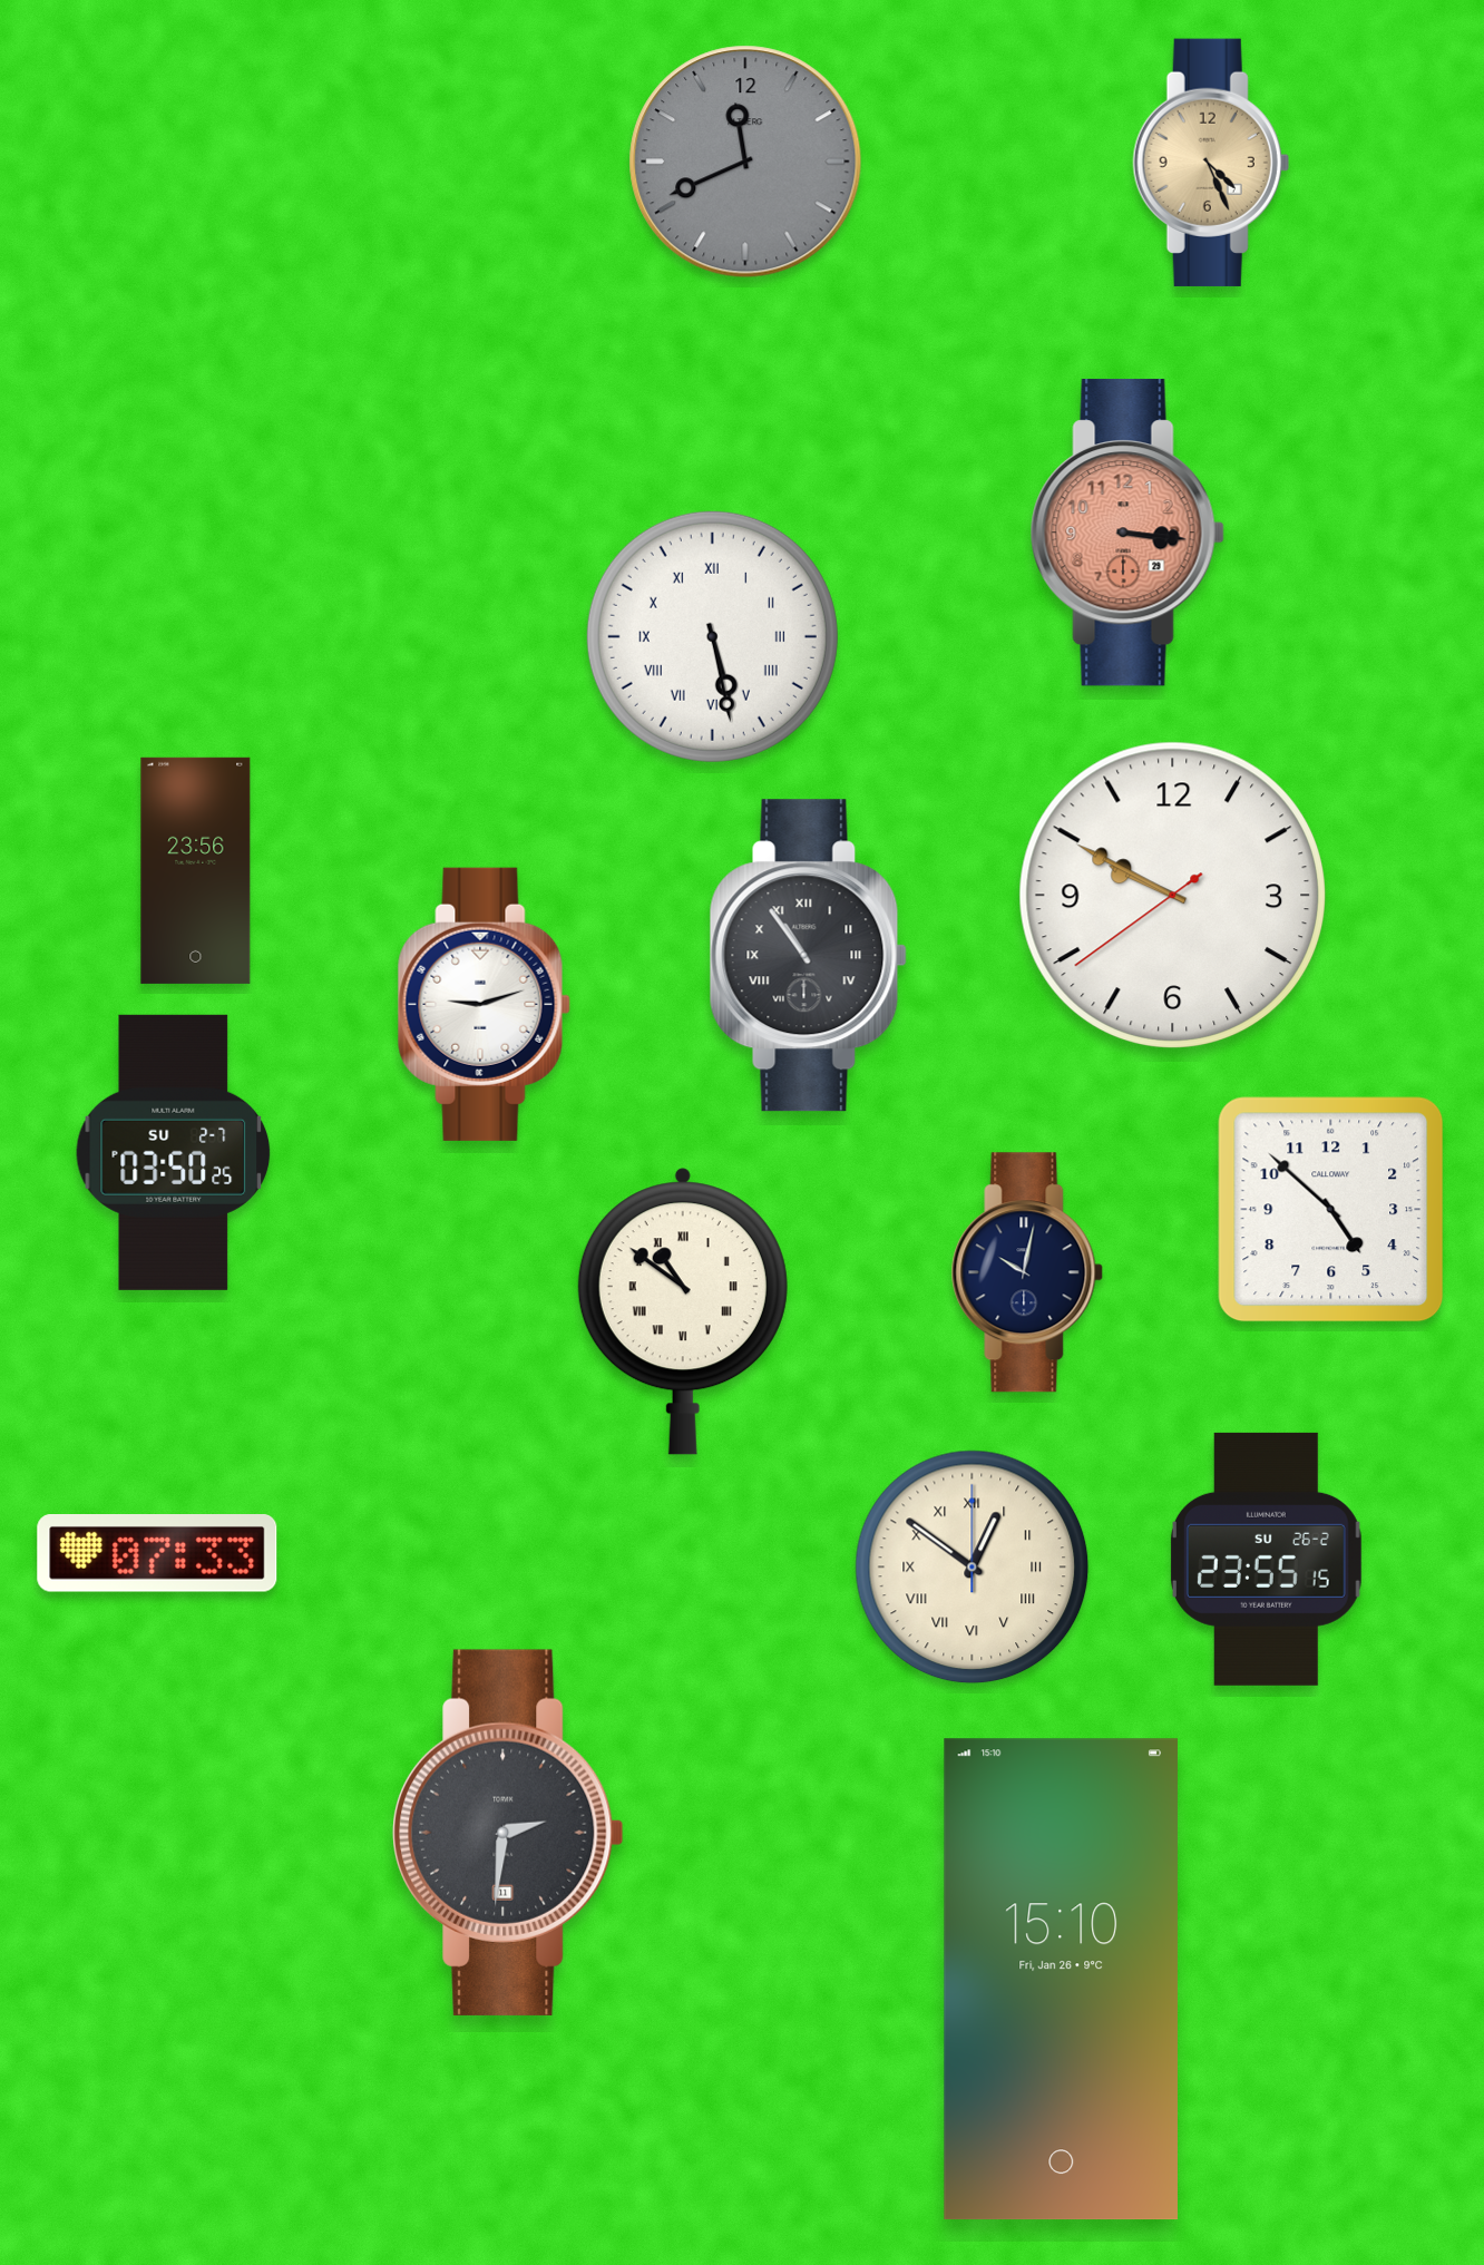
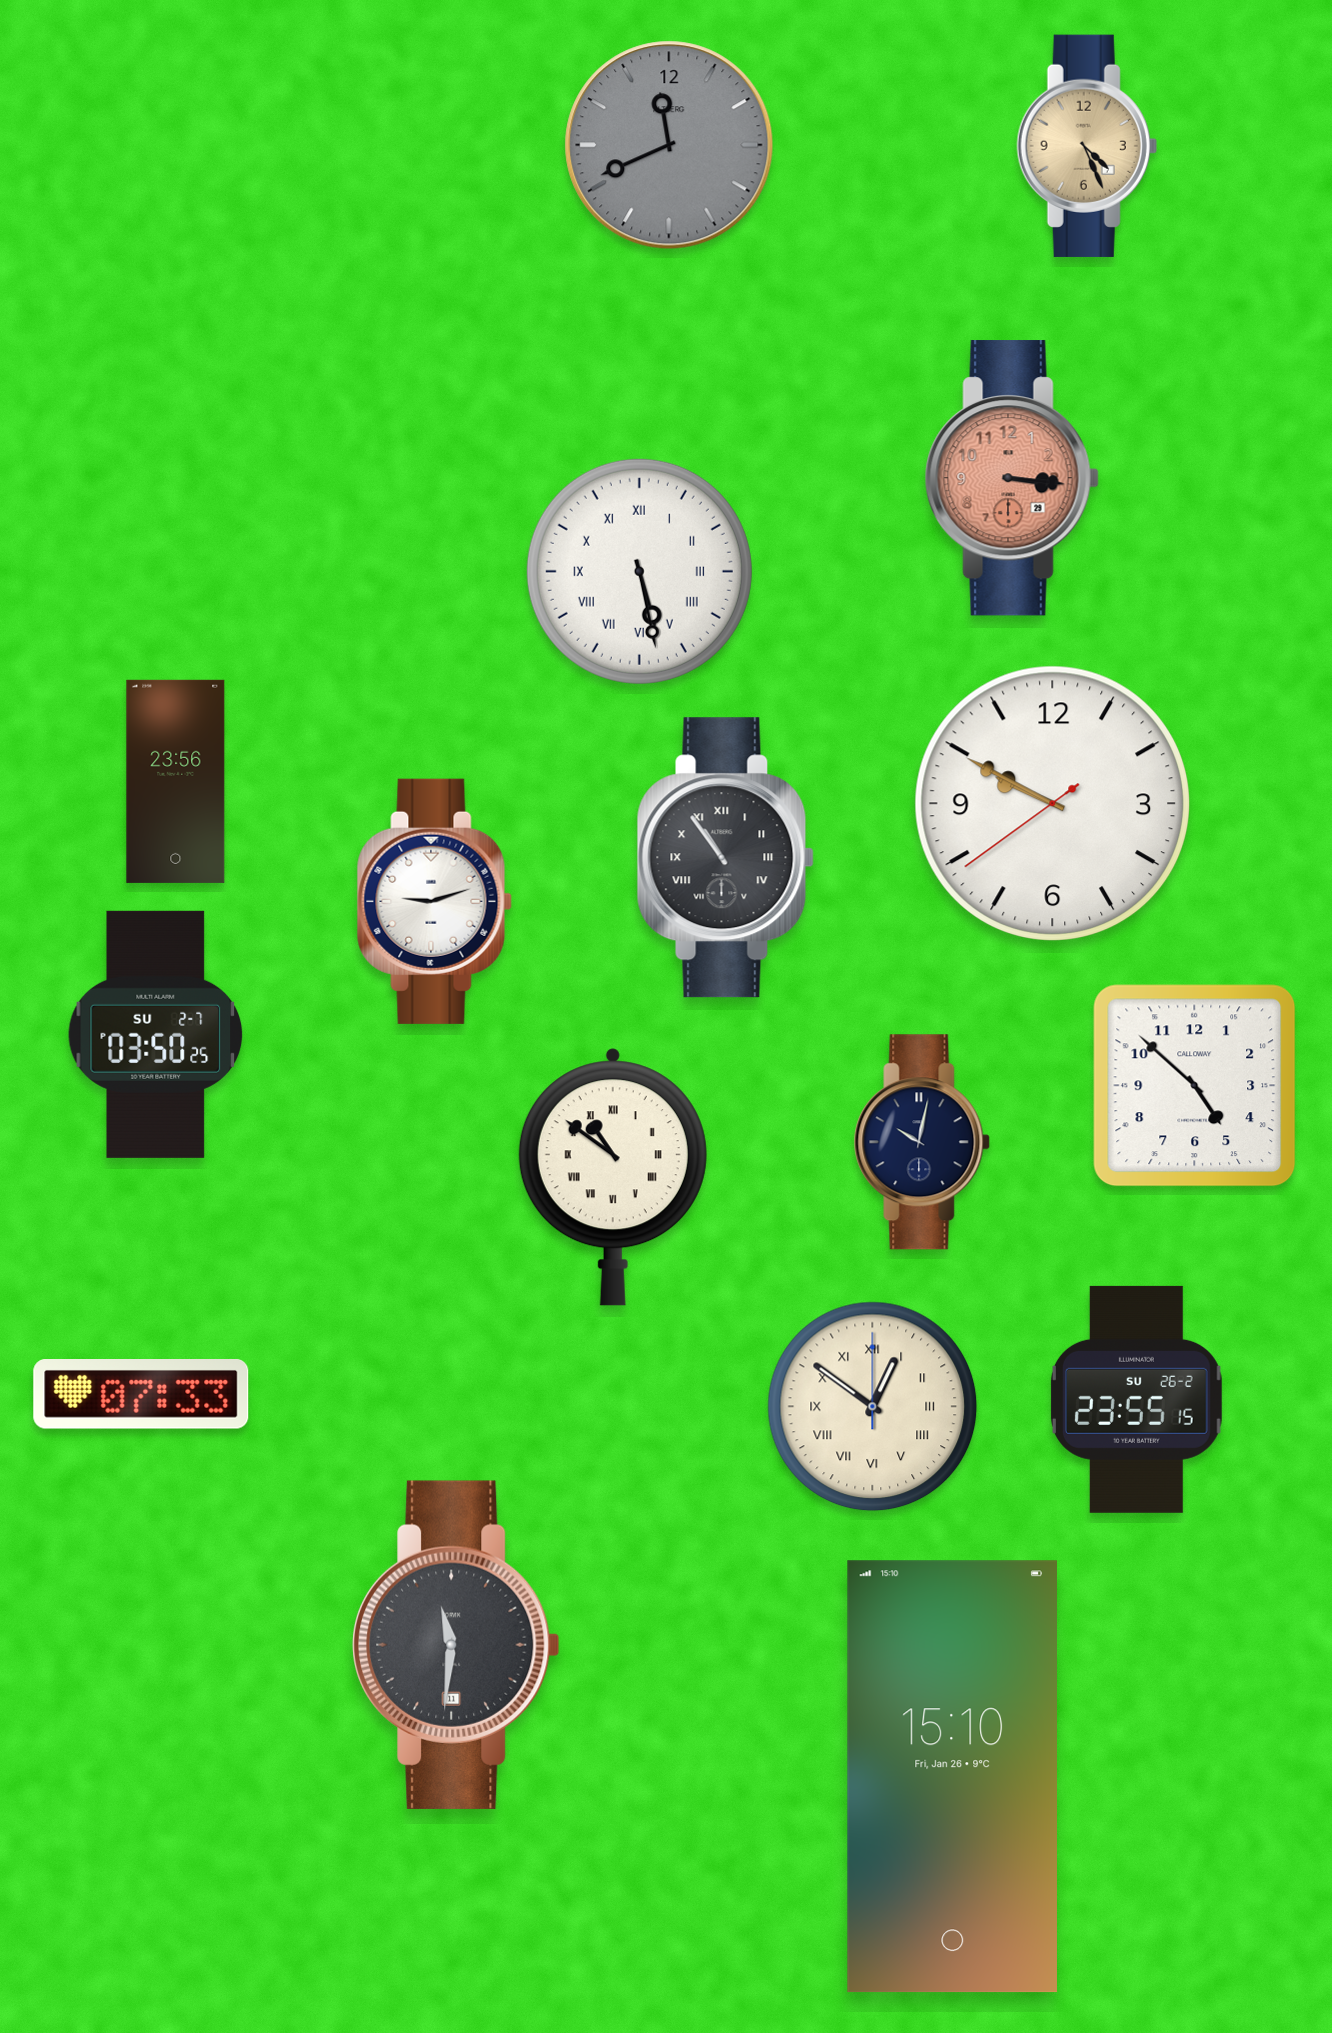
clock at (508, 1833): 2:31 -> 11:31
